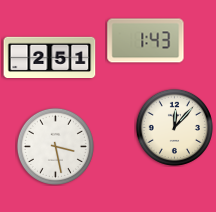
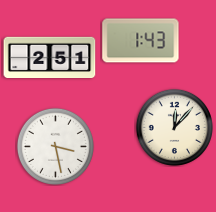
clock at (146, 41) position: (146, 41) -> (141, 41)
